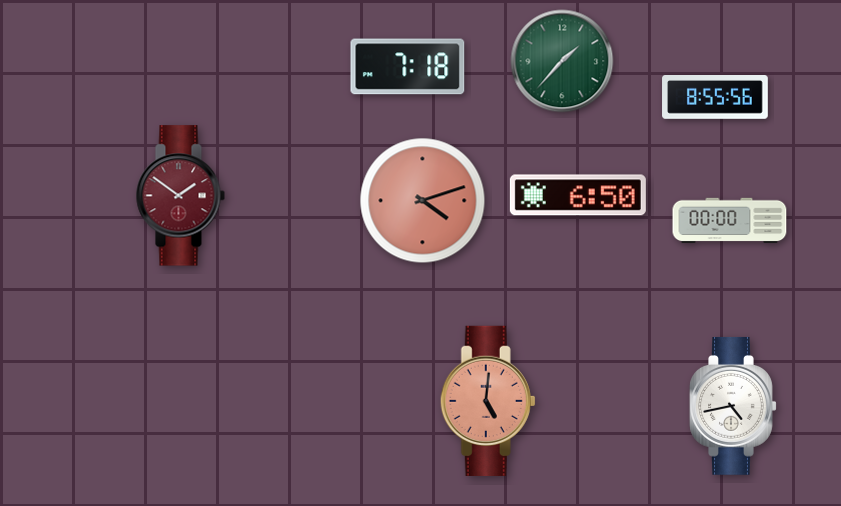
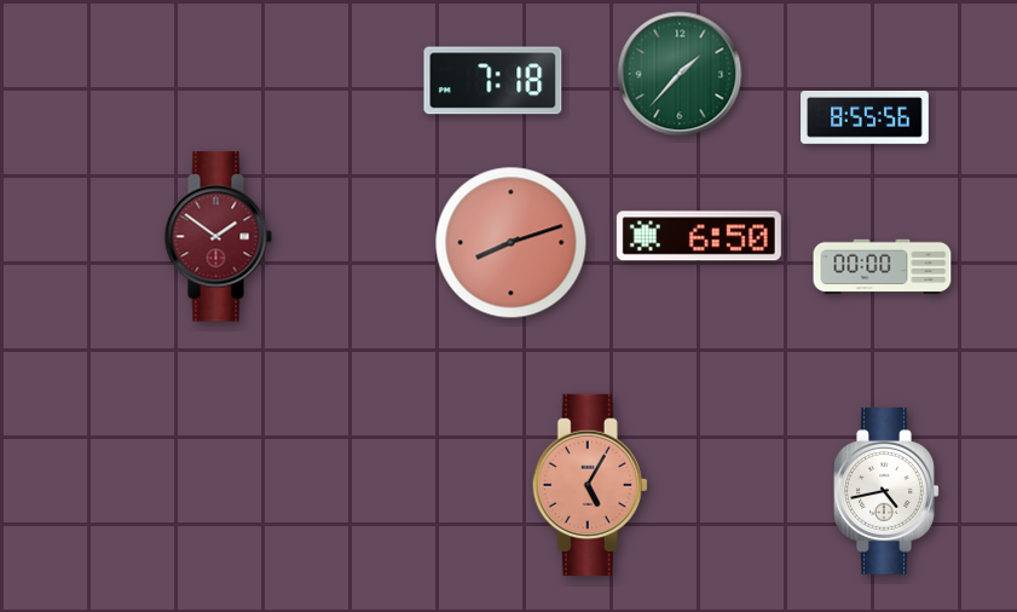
clock at (423, 201): 4:12 -> 8:12
clock at (488, 401): 5:01 -> 5:05
